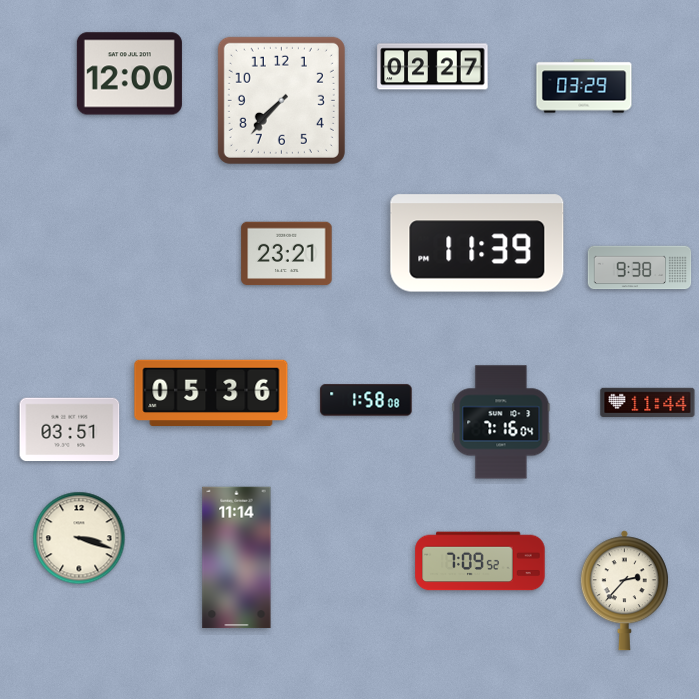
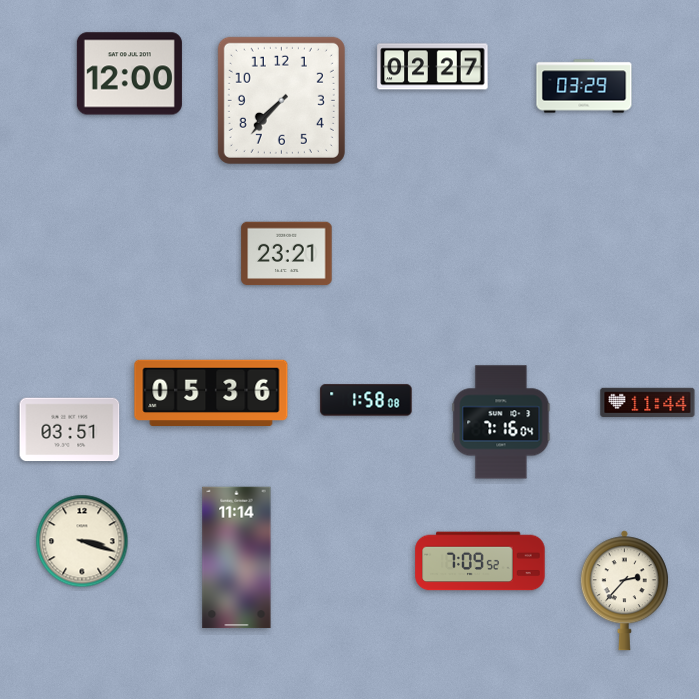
clock at (477, 243): 11:39 -> none
clock at (640, 268): 9:38 -> none
clock at (79, 538) position: (79, 538) -> (82, 541)
